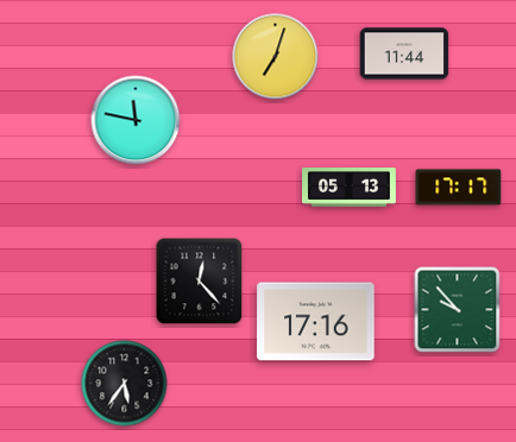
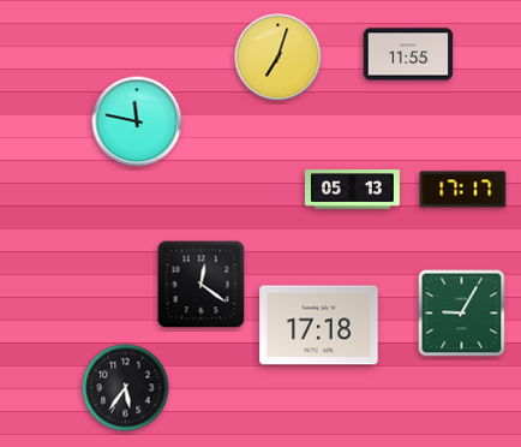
clock at (404, 53): 11:44 -> 11:55
clock at (200, 282): 12:23 -> 12:21
clock at (458, 310): 9:53 -> 9:05
clock at (316, 322): 17:16 -> 17:18
